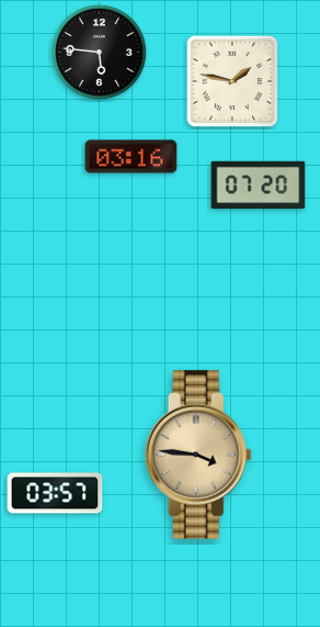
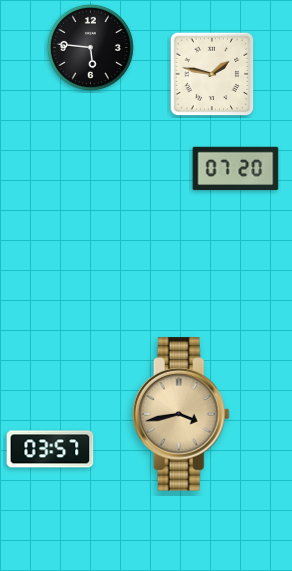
clock at (132, 157): 03:16 -> none
clock at (198, 455): 3:46 -> 3:43
